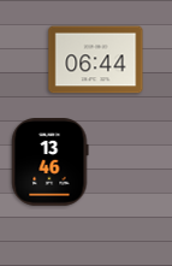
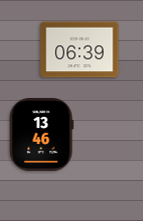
clock at (96, 60): 06:44 -> 06:39
